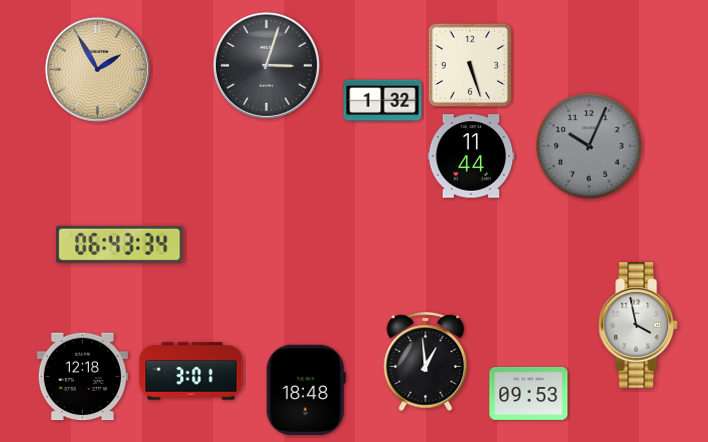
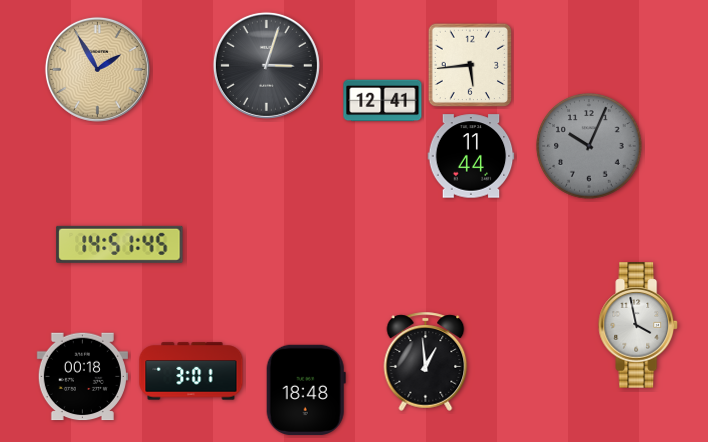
clock at (470, 65): 5:27 -> 5:44
clock at (383, 101): 1:32 -> 12:41
clock at (120, 244): 06:43 -> 14:51
clock at (82, 377): 12:18 -> 00:18
clock at (529, 393): 09:53 -> none
